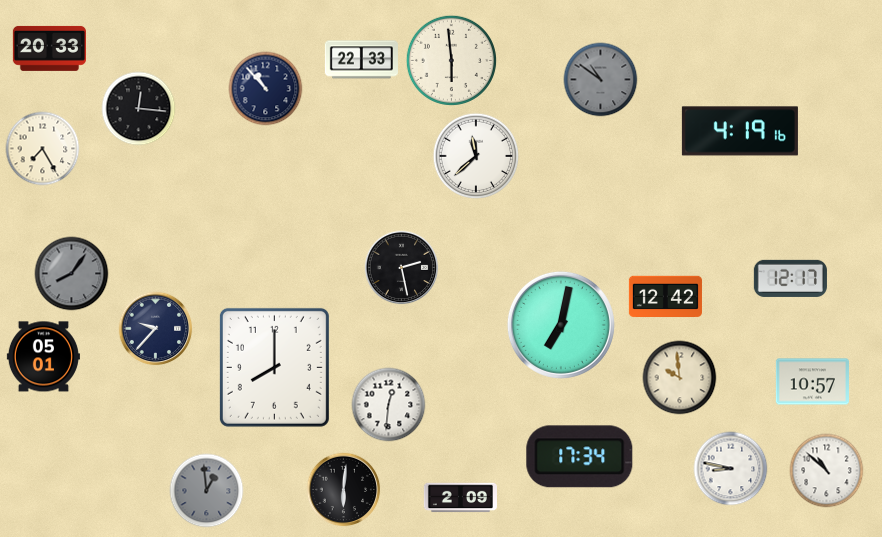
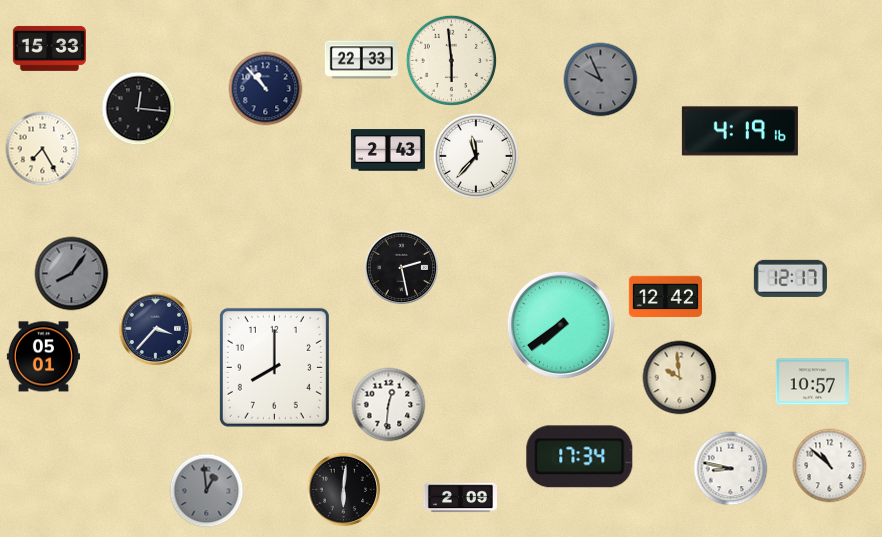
clock at (49, 48): 20:33 -> 15:33
clock at (601, 80): 10:51 -> 9:56
clock at (388, 150): none -> 2:43
clock at (476, 156): 11:38 -> 11:37
clock at (561, 325): 7:02 -> 7:39
clock at (156, 329): 9:37 -> 3:37
clock at (827, 471) position: (827, 471) -> (830, 466)
